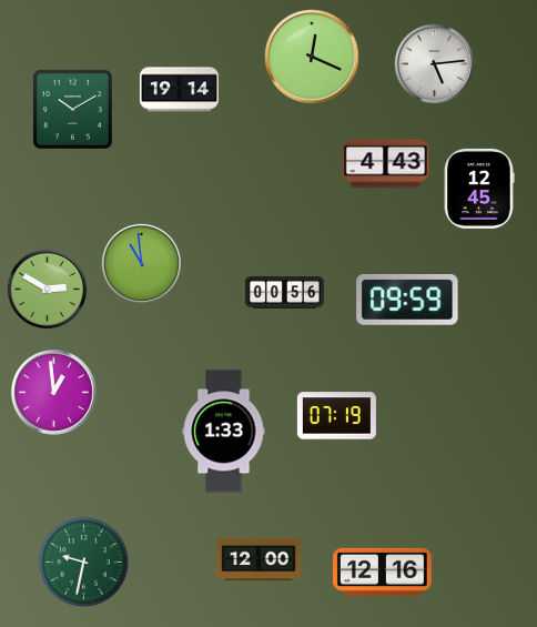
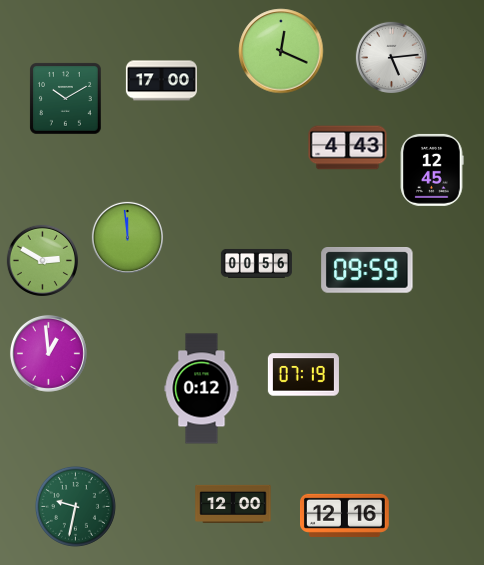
clock at (179, 90): 19:14 -> 17:00
clock at (141, 263): 10:59 -> 11:59
clock at (224, 432): 1:33 -> 0:12
